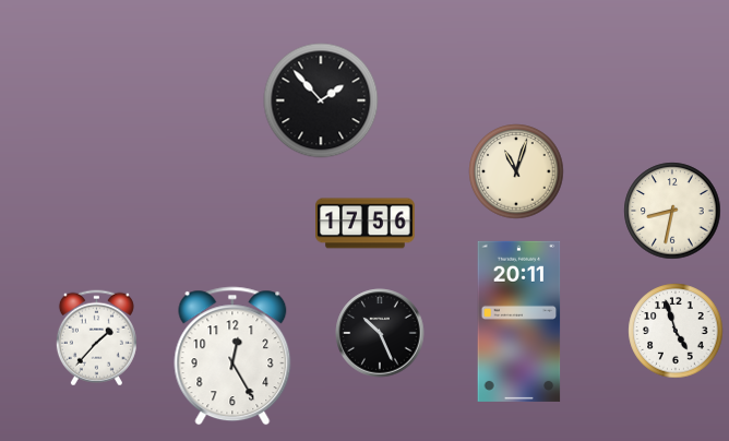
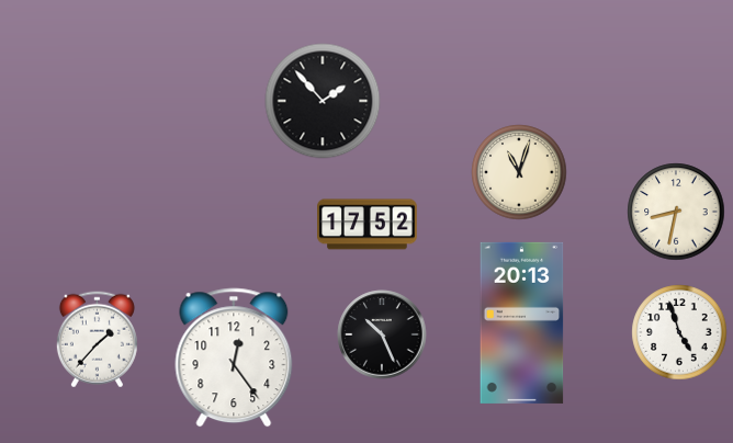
clock at (366, 224): 17:56 -> 17:52
clock at (519, 321): 20:11 -> 20:13
clock at (232, 356): 12:25 -> 12:24
